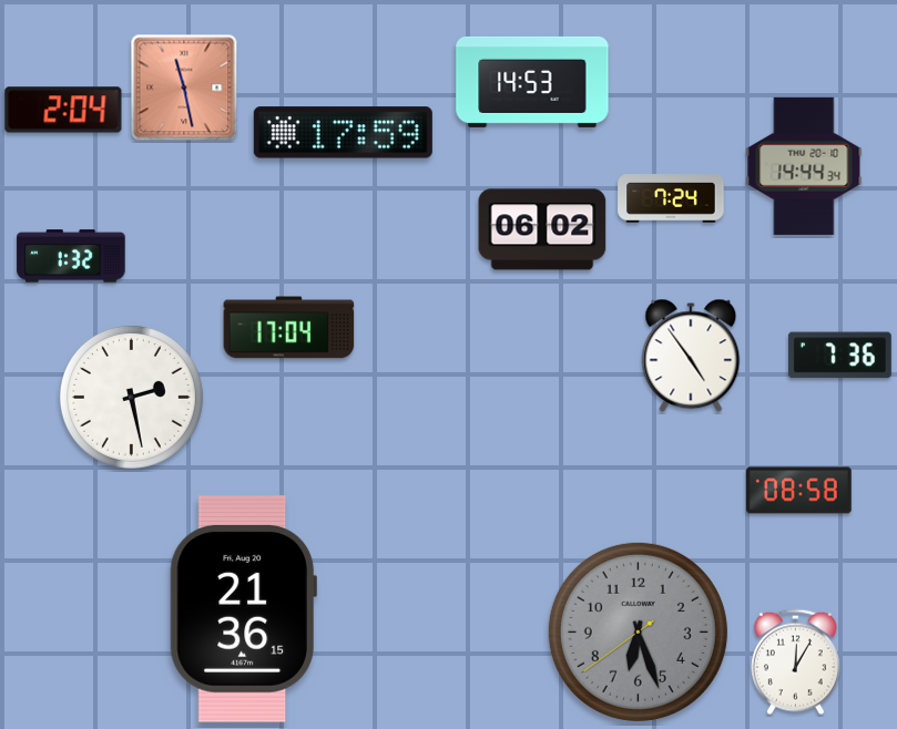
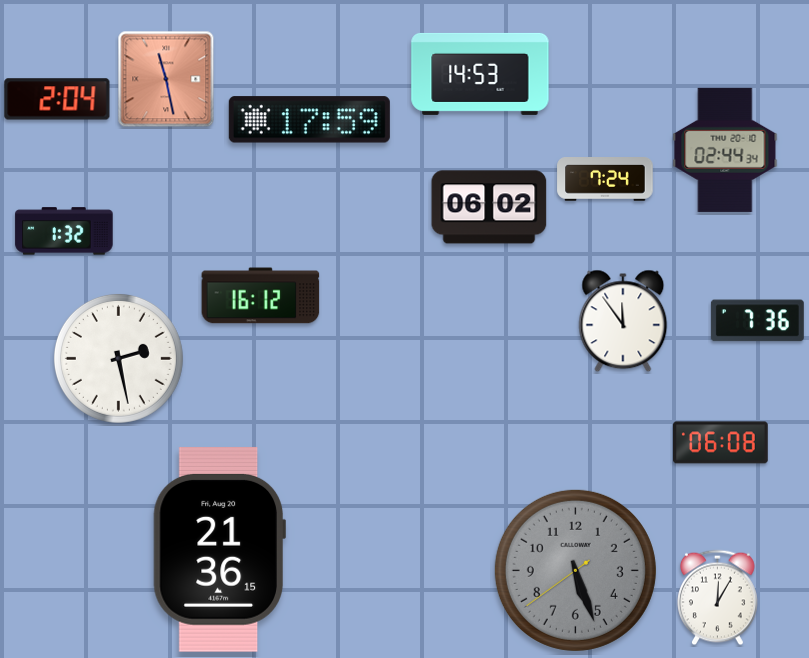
clock at (804, 166): 14:44 -> 02:44
clock at (289, 328): 17:04 -> 16:12
clock at (691, 356): 4:54 -> 11:54
clock at (799, 491): 08:58 -> 06:08
clock at (638, 632): 6:26 -> 5:26
